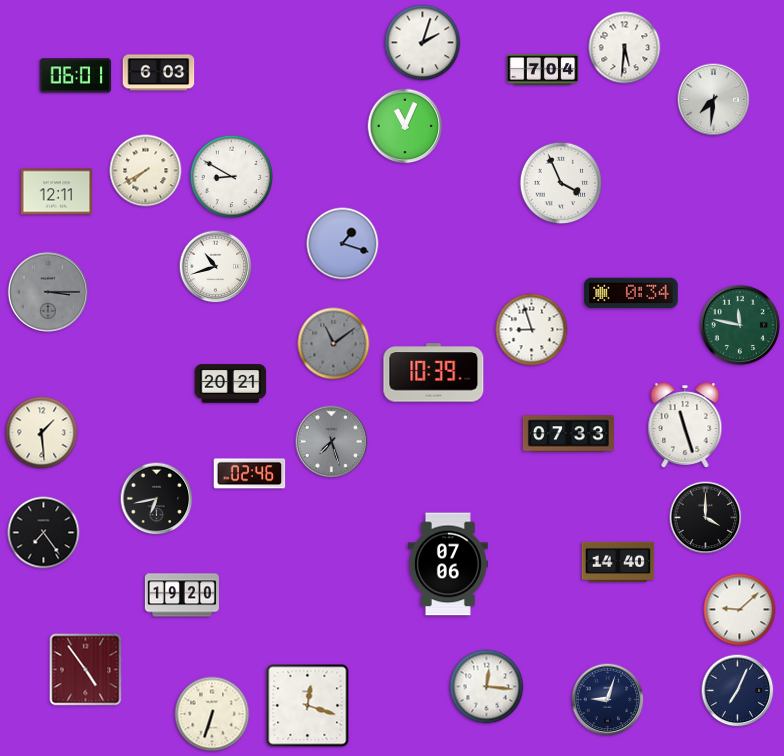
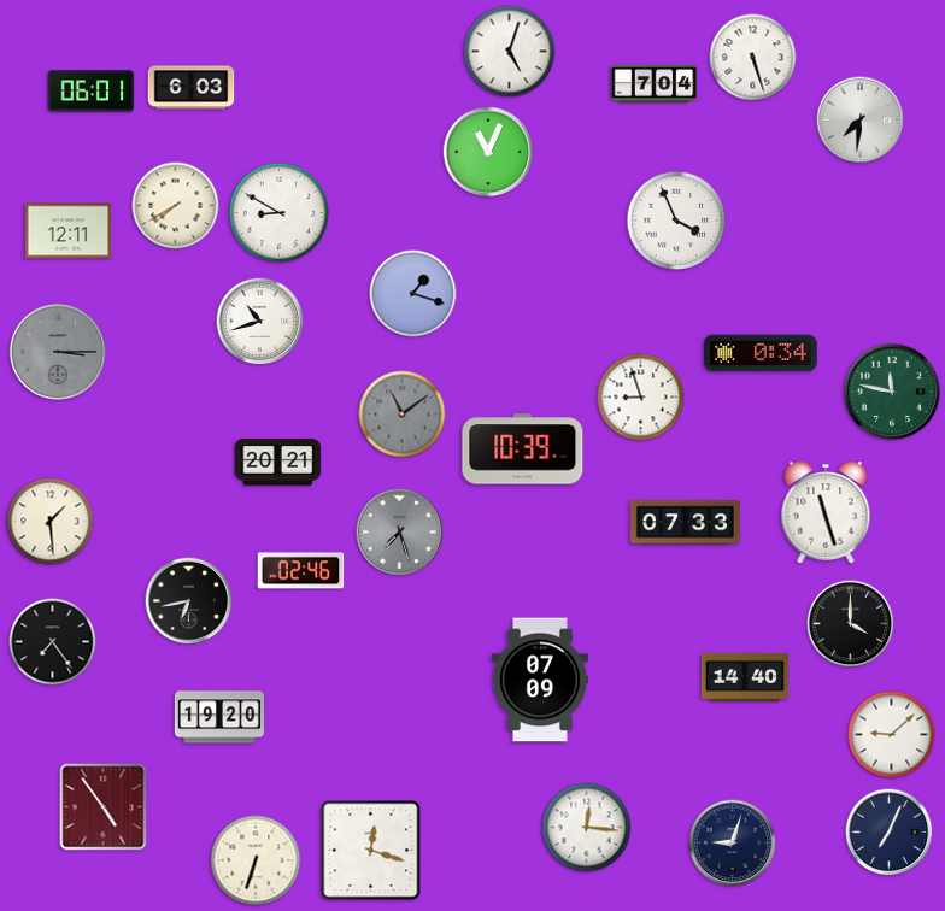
clock at (423, 43): 2:03 -> 5:03
clock at (625, 48): 5:31 -> 5:27
clock at (448, 564): 07:06 -> 07:09
